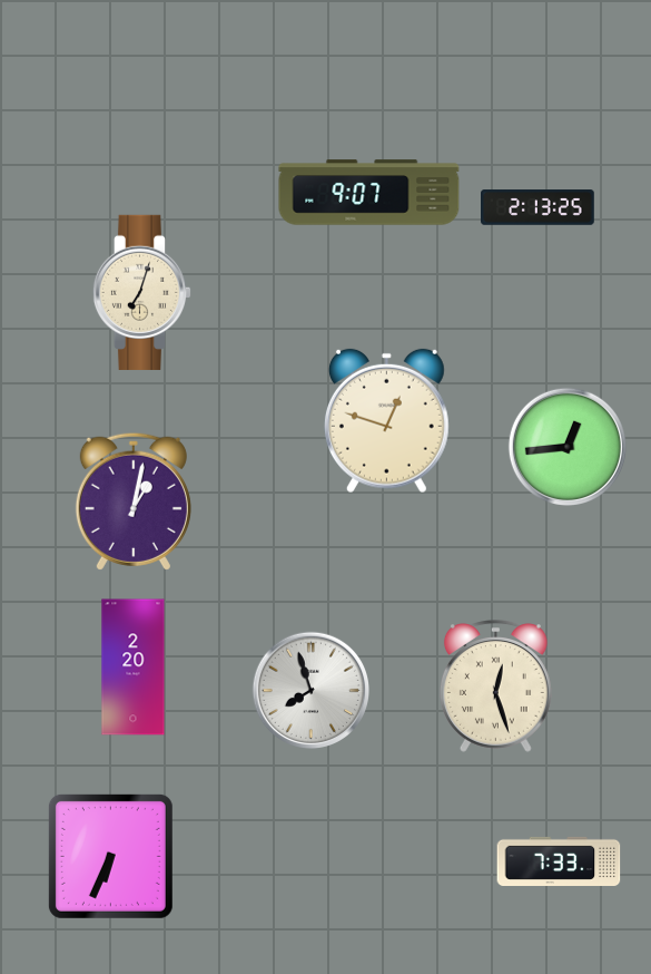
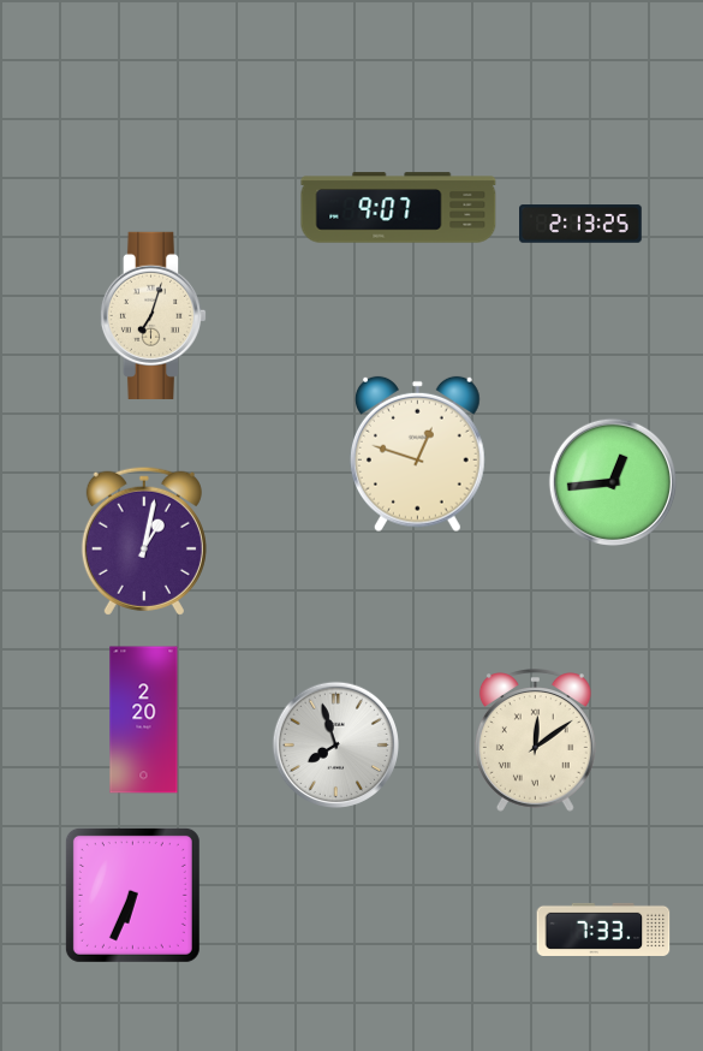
clock at (495, 686): 12:27 -> 12:09
clock at (110, 856) position: (110, 856) -> (132, 895)
